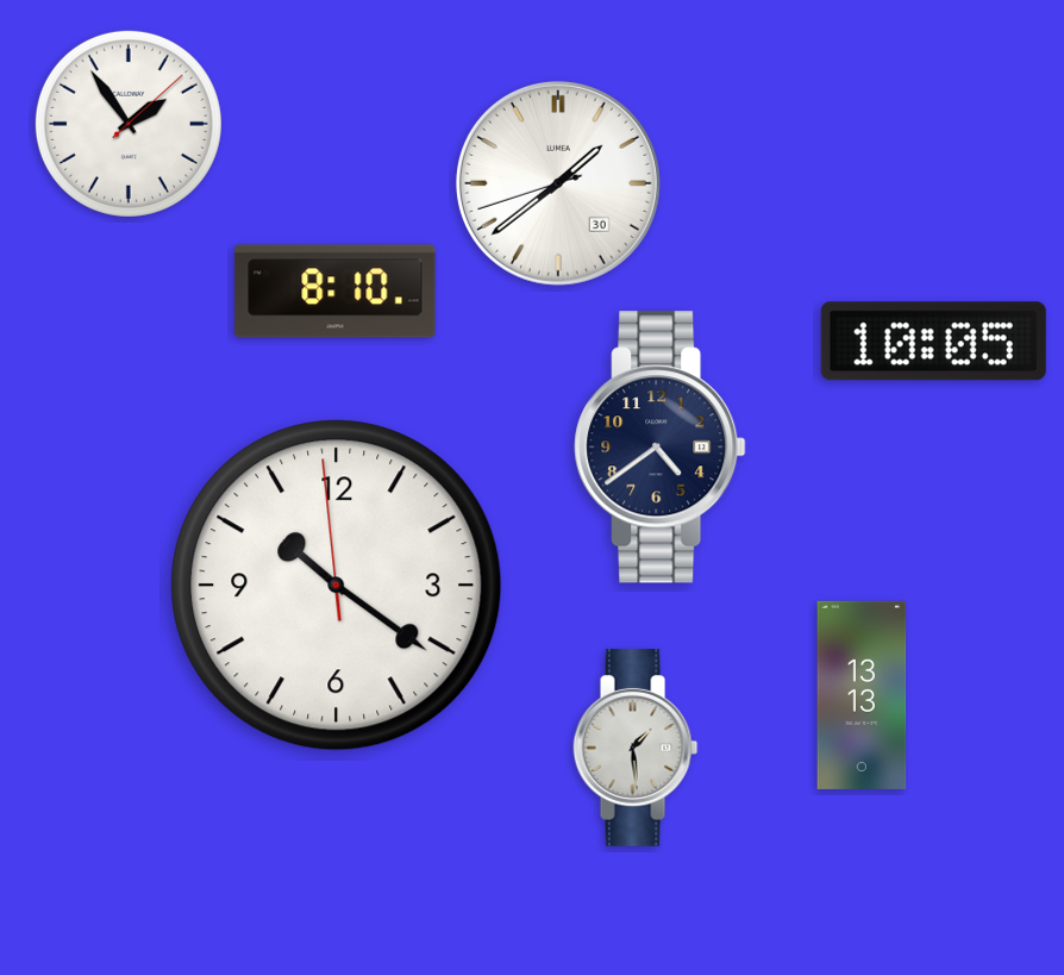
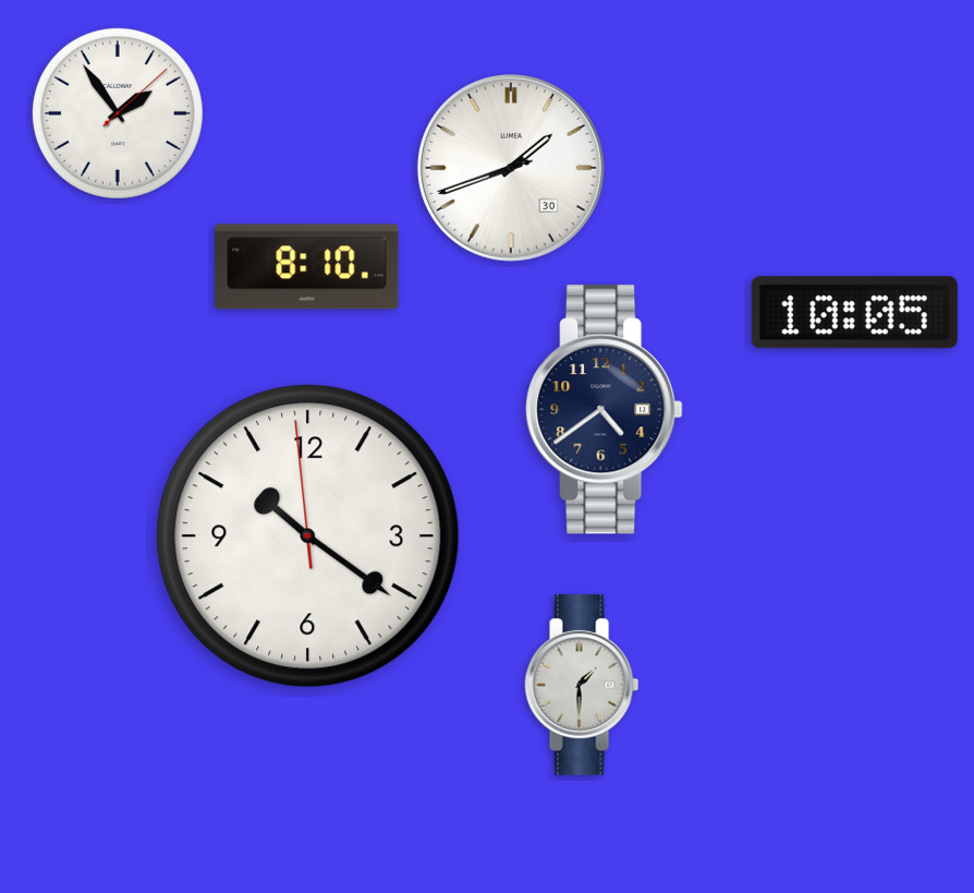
clock at (558, 183): 1:38 -> 1:41
clock at (862, 695): 13:13 -> none
clock at (636, 748): 1:29 -> 1:30
